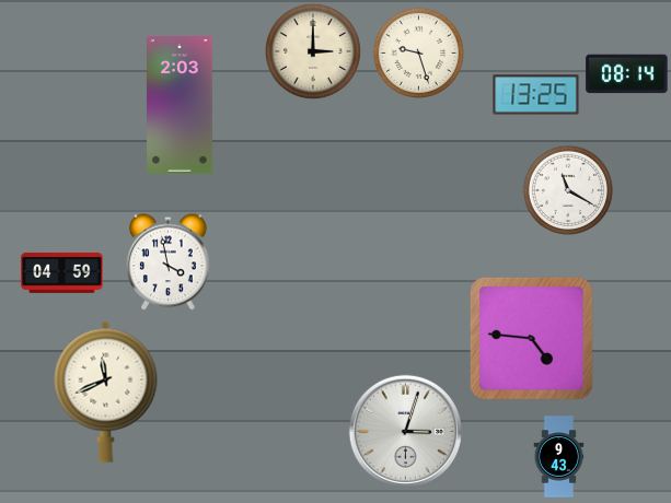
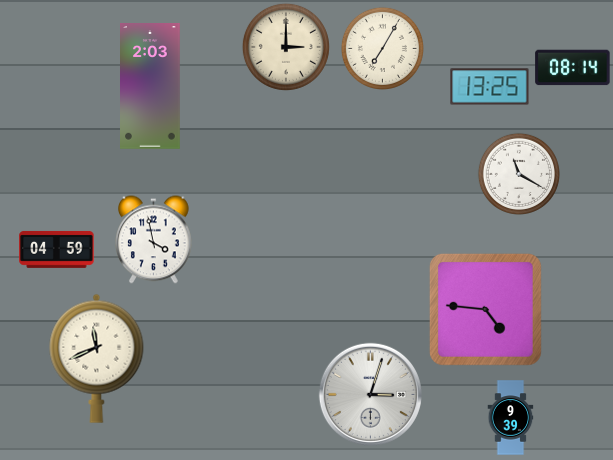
clock at (418, 52): 9:27 -> 7:05
clock at (181, 106) position: (181, 106) -> (151, 87)
clock at (559, 457): 9:43 -> 9:39
